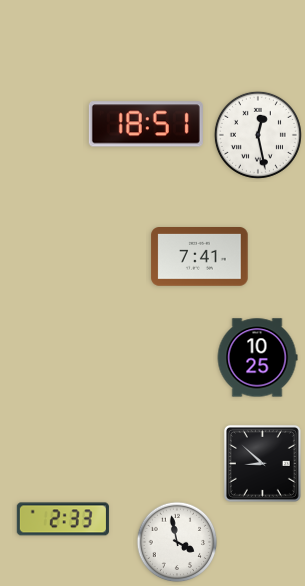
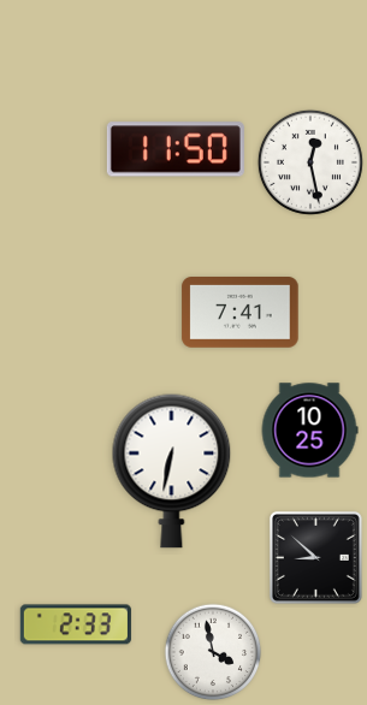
clock at (146, 124): 18:51 -> 11:50
clock at (200, 257) position: (200, 257) -> (241, 313)
clock at (172, 470): none -> 6:32
